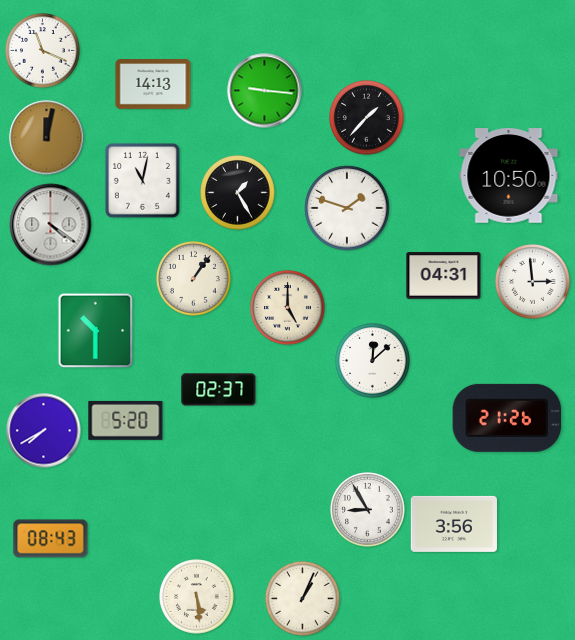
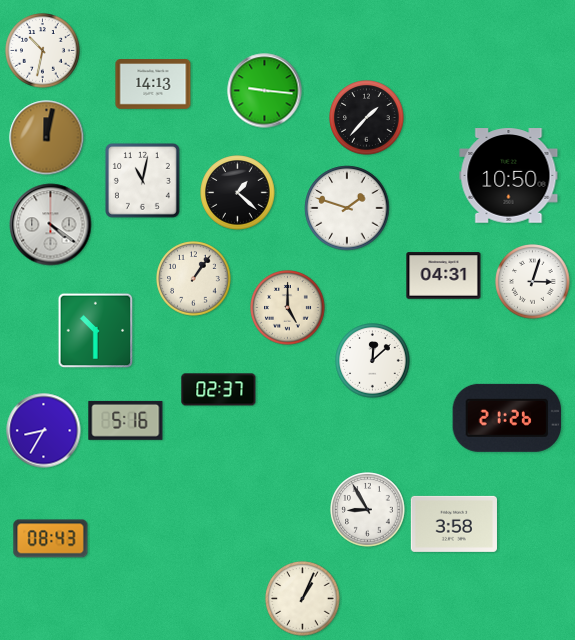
clock at (43, 51): 11:19 -> 10:32
clock at (238, 193): 1:25 -> 1:22
clock at (533, 282): 2:59 -> 3:03
clock at (126, 420): 5:20 -> 5:16
clock at (44, 431): 7:40 -> 8:35
clock at (454, 524): 3:56 -> 3:58
clock at (197, 597): 5:29 -> none
